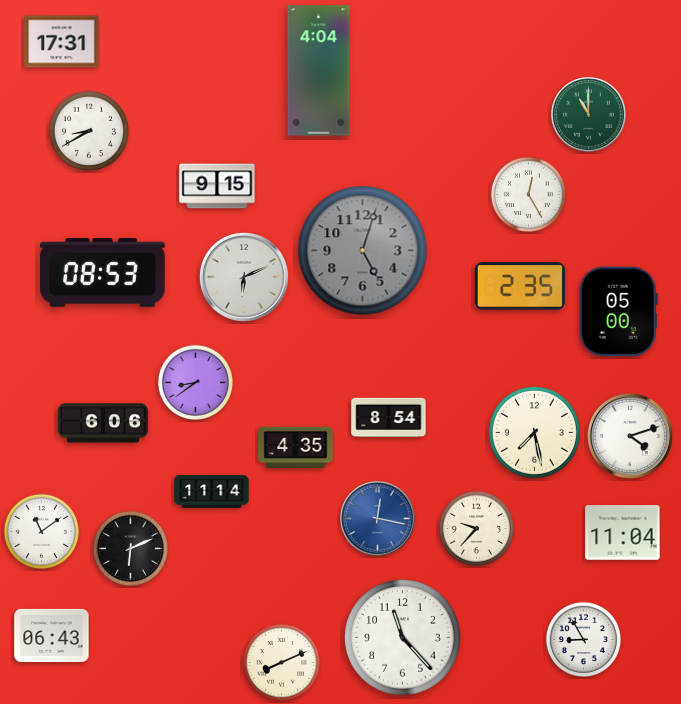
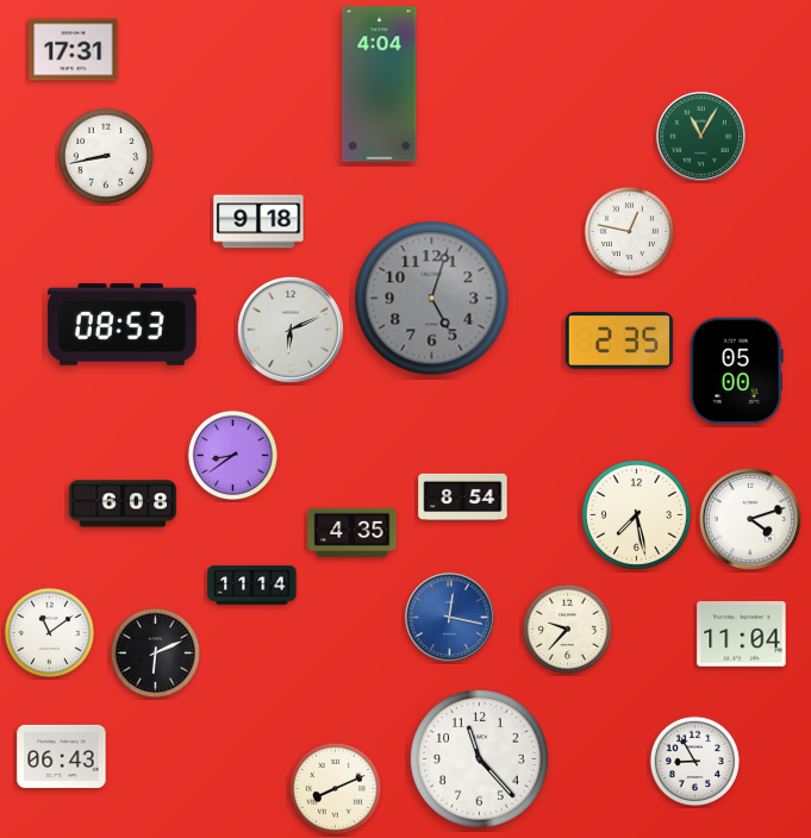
clock at (589, 115): 11:00 -> 11:05
clock at (89, 131): 8:40 -> 8:43
clock at (217, 186): 9:15 -> 9:18
clock at (528, 194): 12:25 -> 12:47
clock at (103, 423): 6:06 -> 6:08
